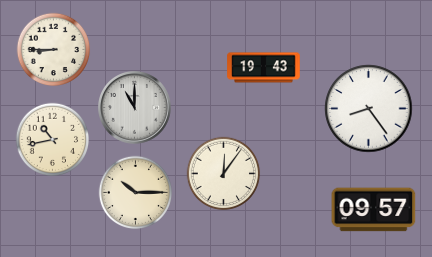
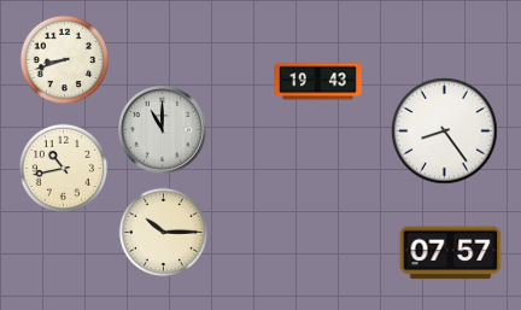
clock at (54, 50): 8:45 -> 8:42
clock at (224, 174): 12:06 -> none
clock at (374, 210): 09:57 -> 07:57
